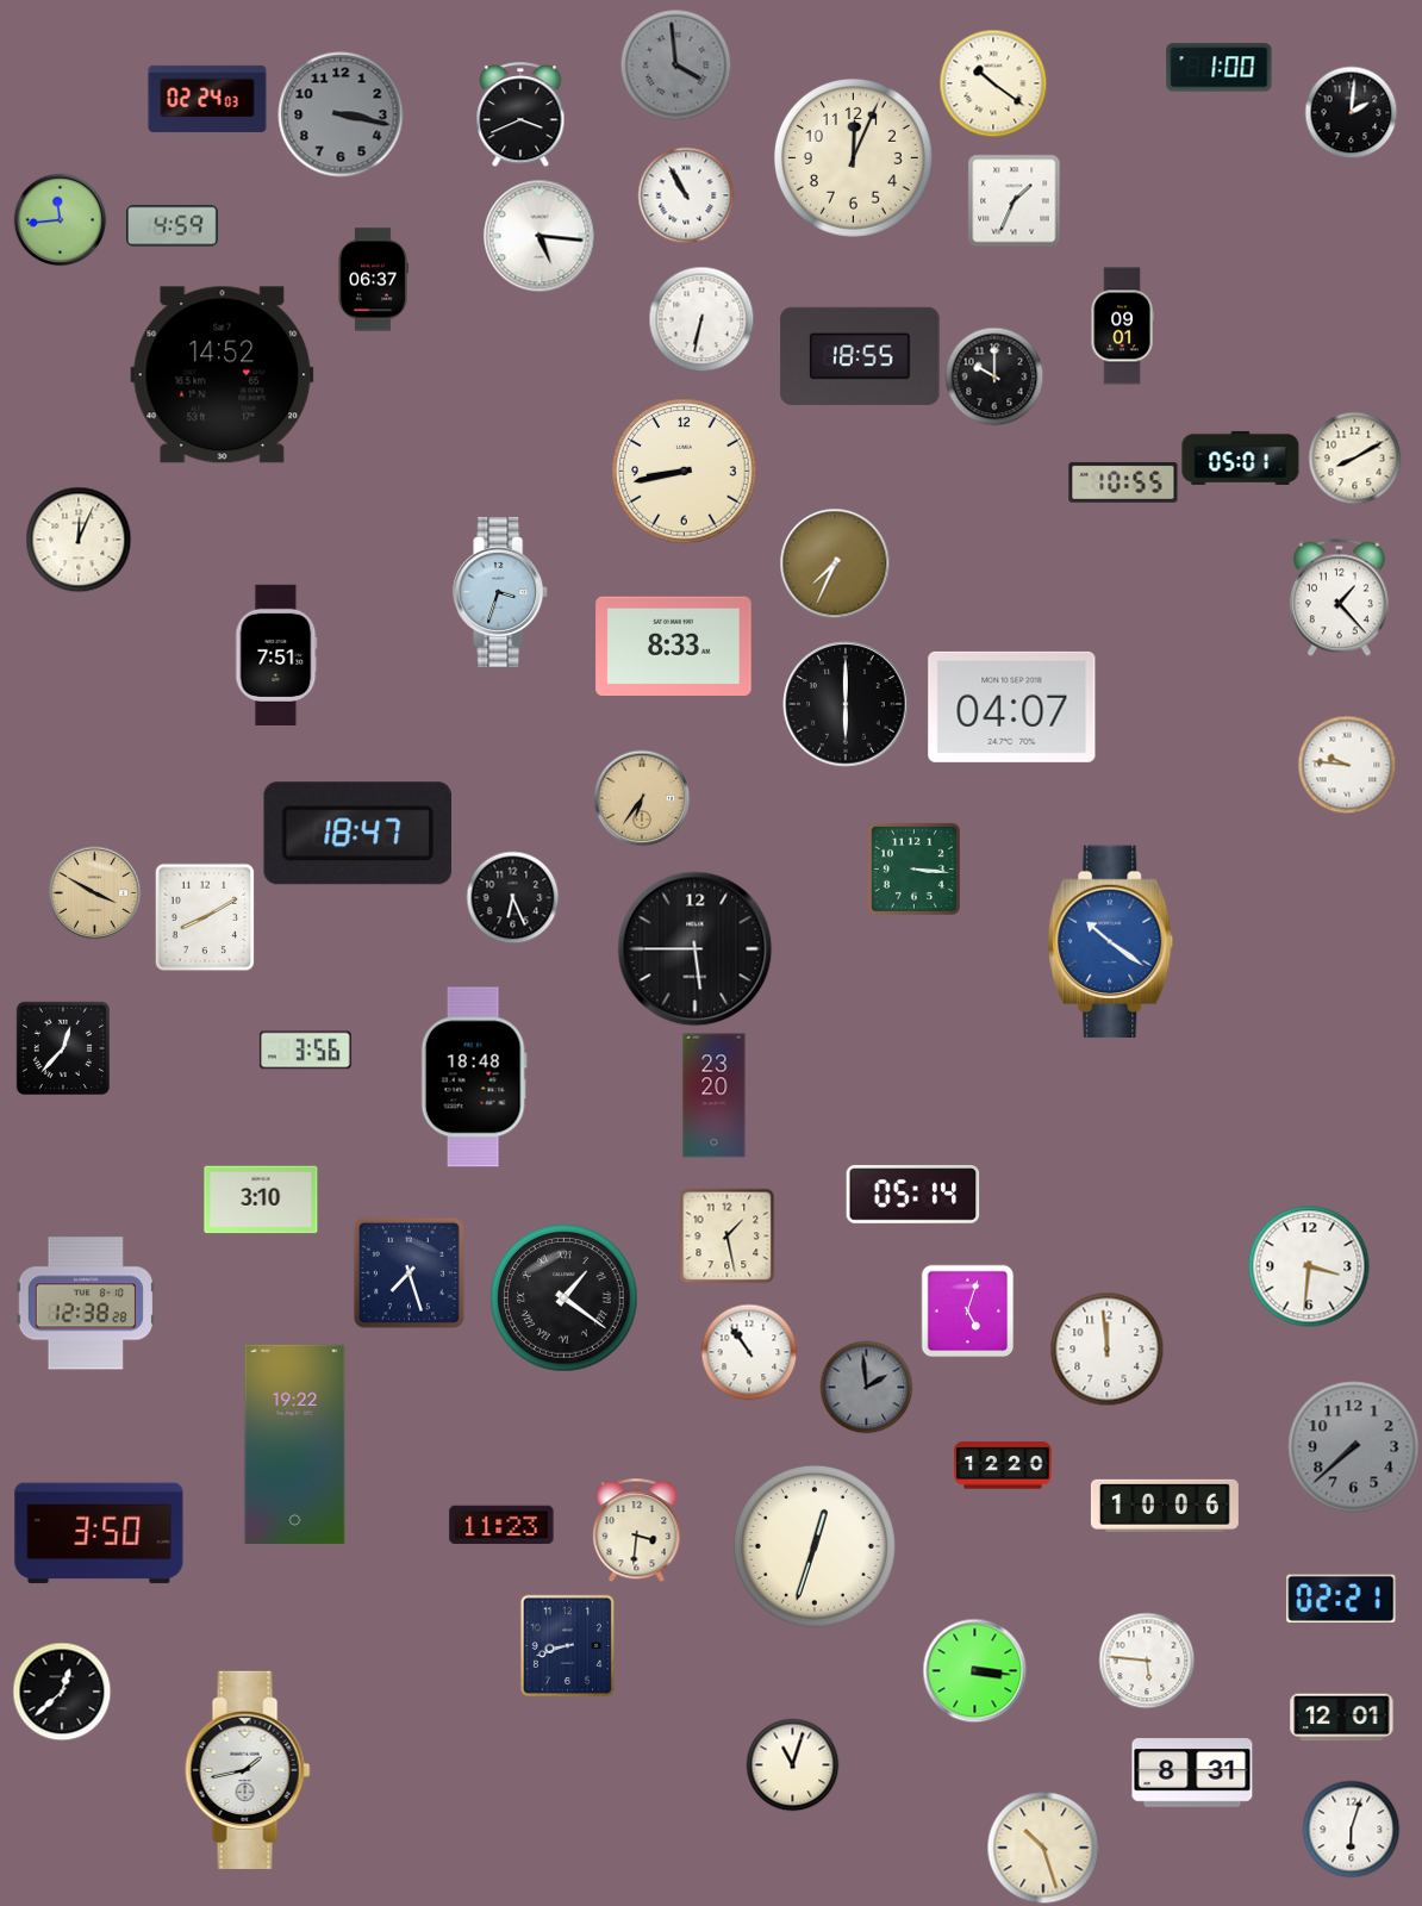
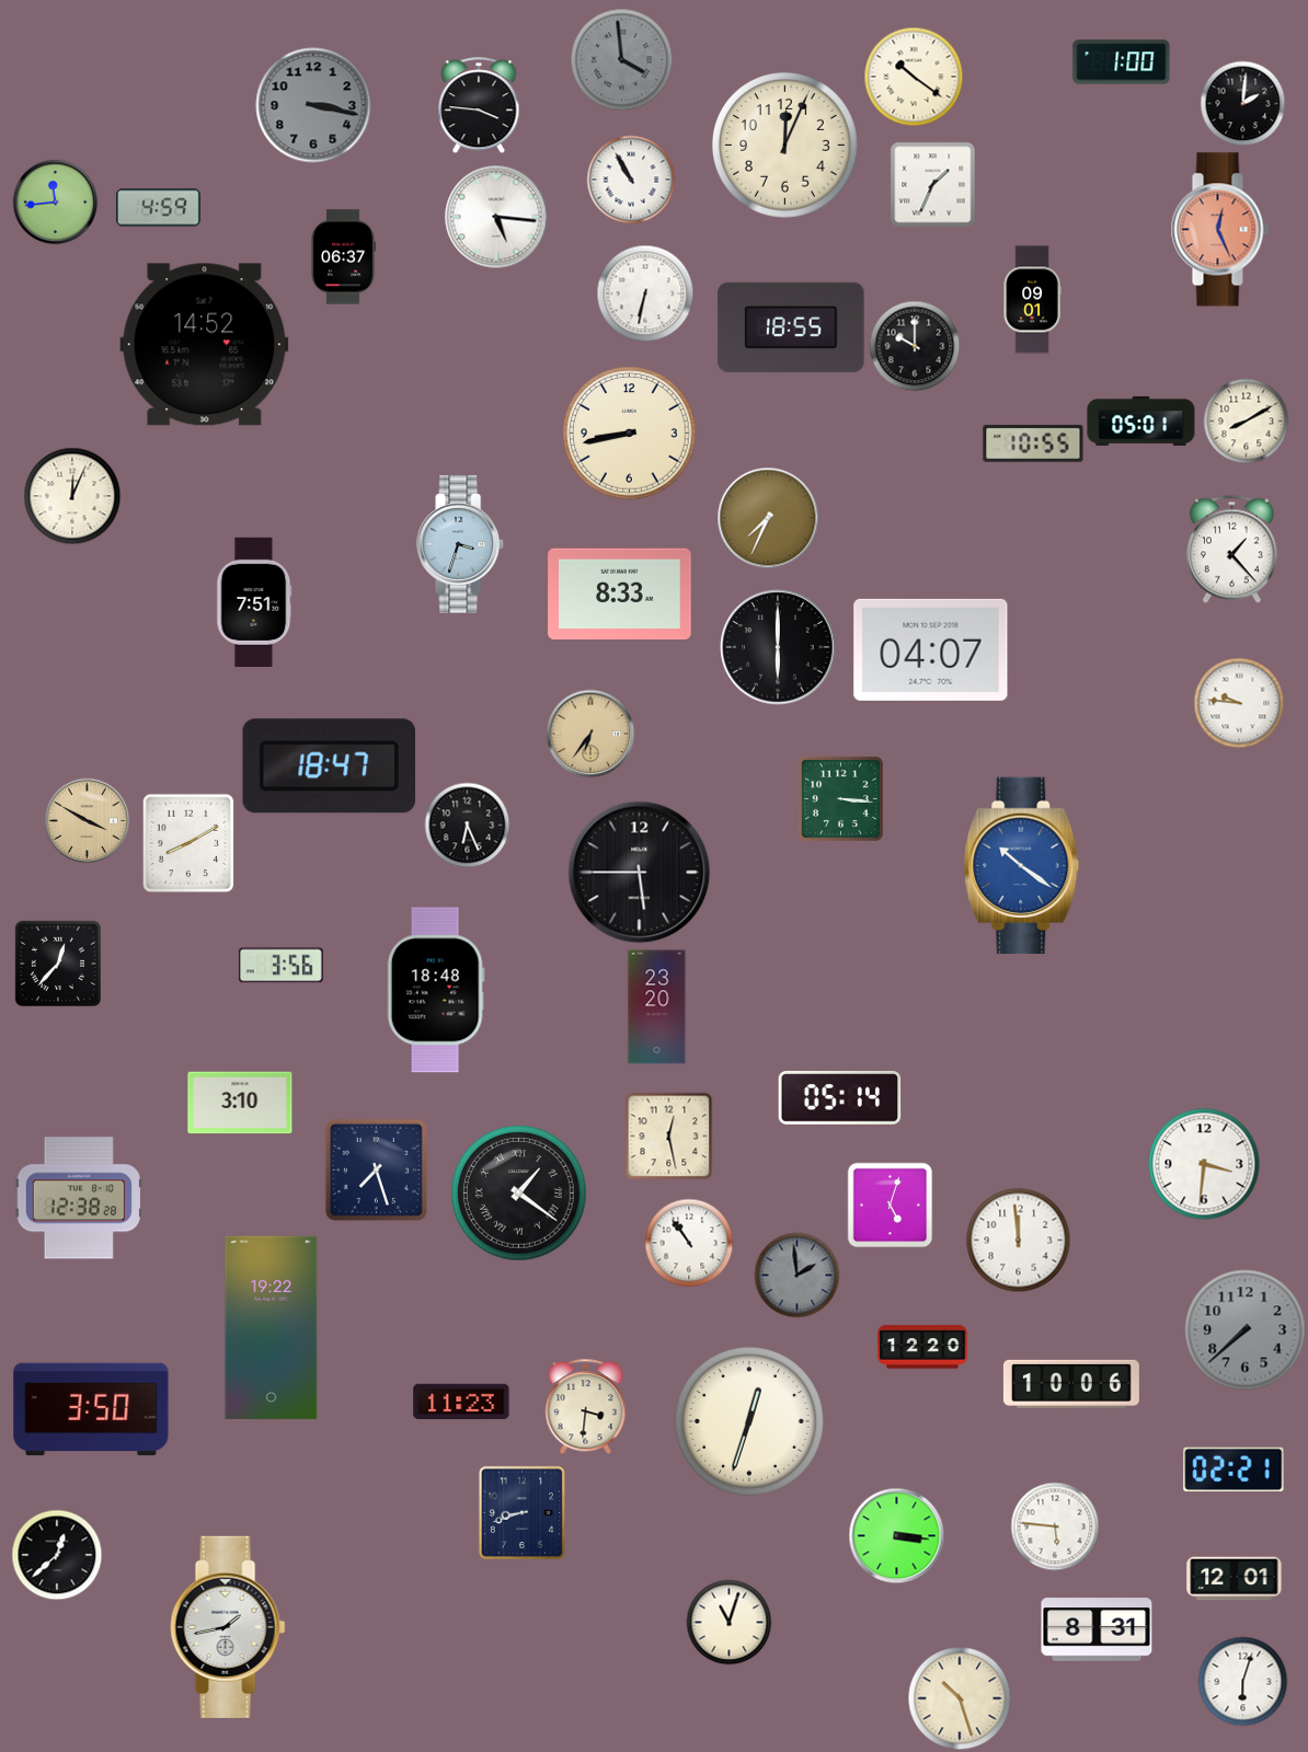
clock at (207, 99): 02:24 -> none
clock at (520, 114): 3:41 -> 3:46
clock at (1219, 230): none -> 12:26
clock at (512, 897) position: (512, 897) -> (467, 825)
clock at (726, 1235): 1:28 -> 12:28
